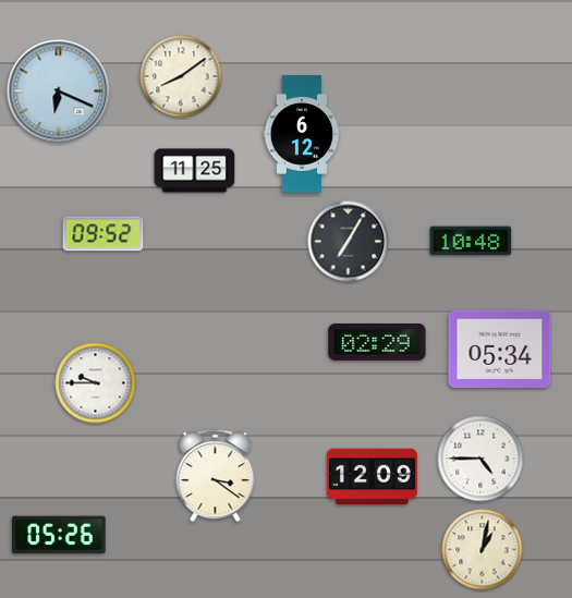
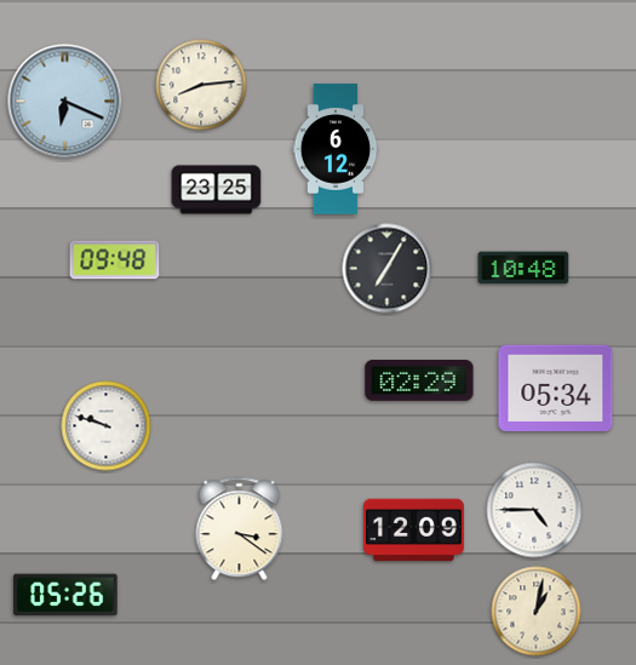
clock at (181, 76): 8:09 -> 8:14
clock at (195, 171): 11:25 -> 23:25
clock at (104, 234): 09:52 -> 09:48
clock at (96, 383): 9:45 -> 9:48
